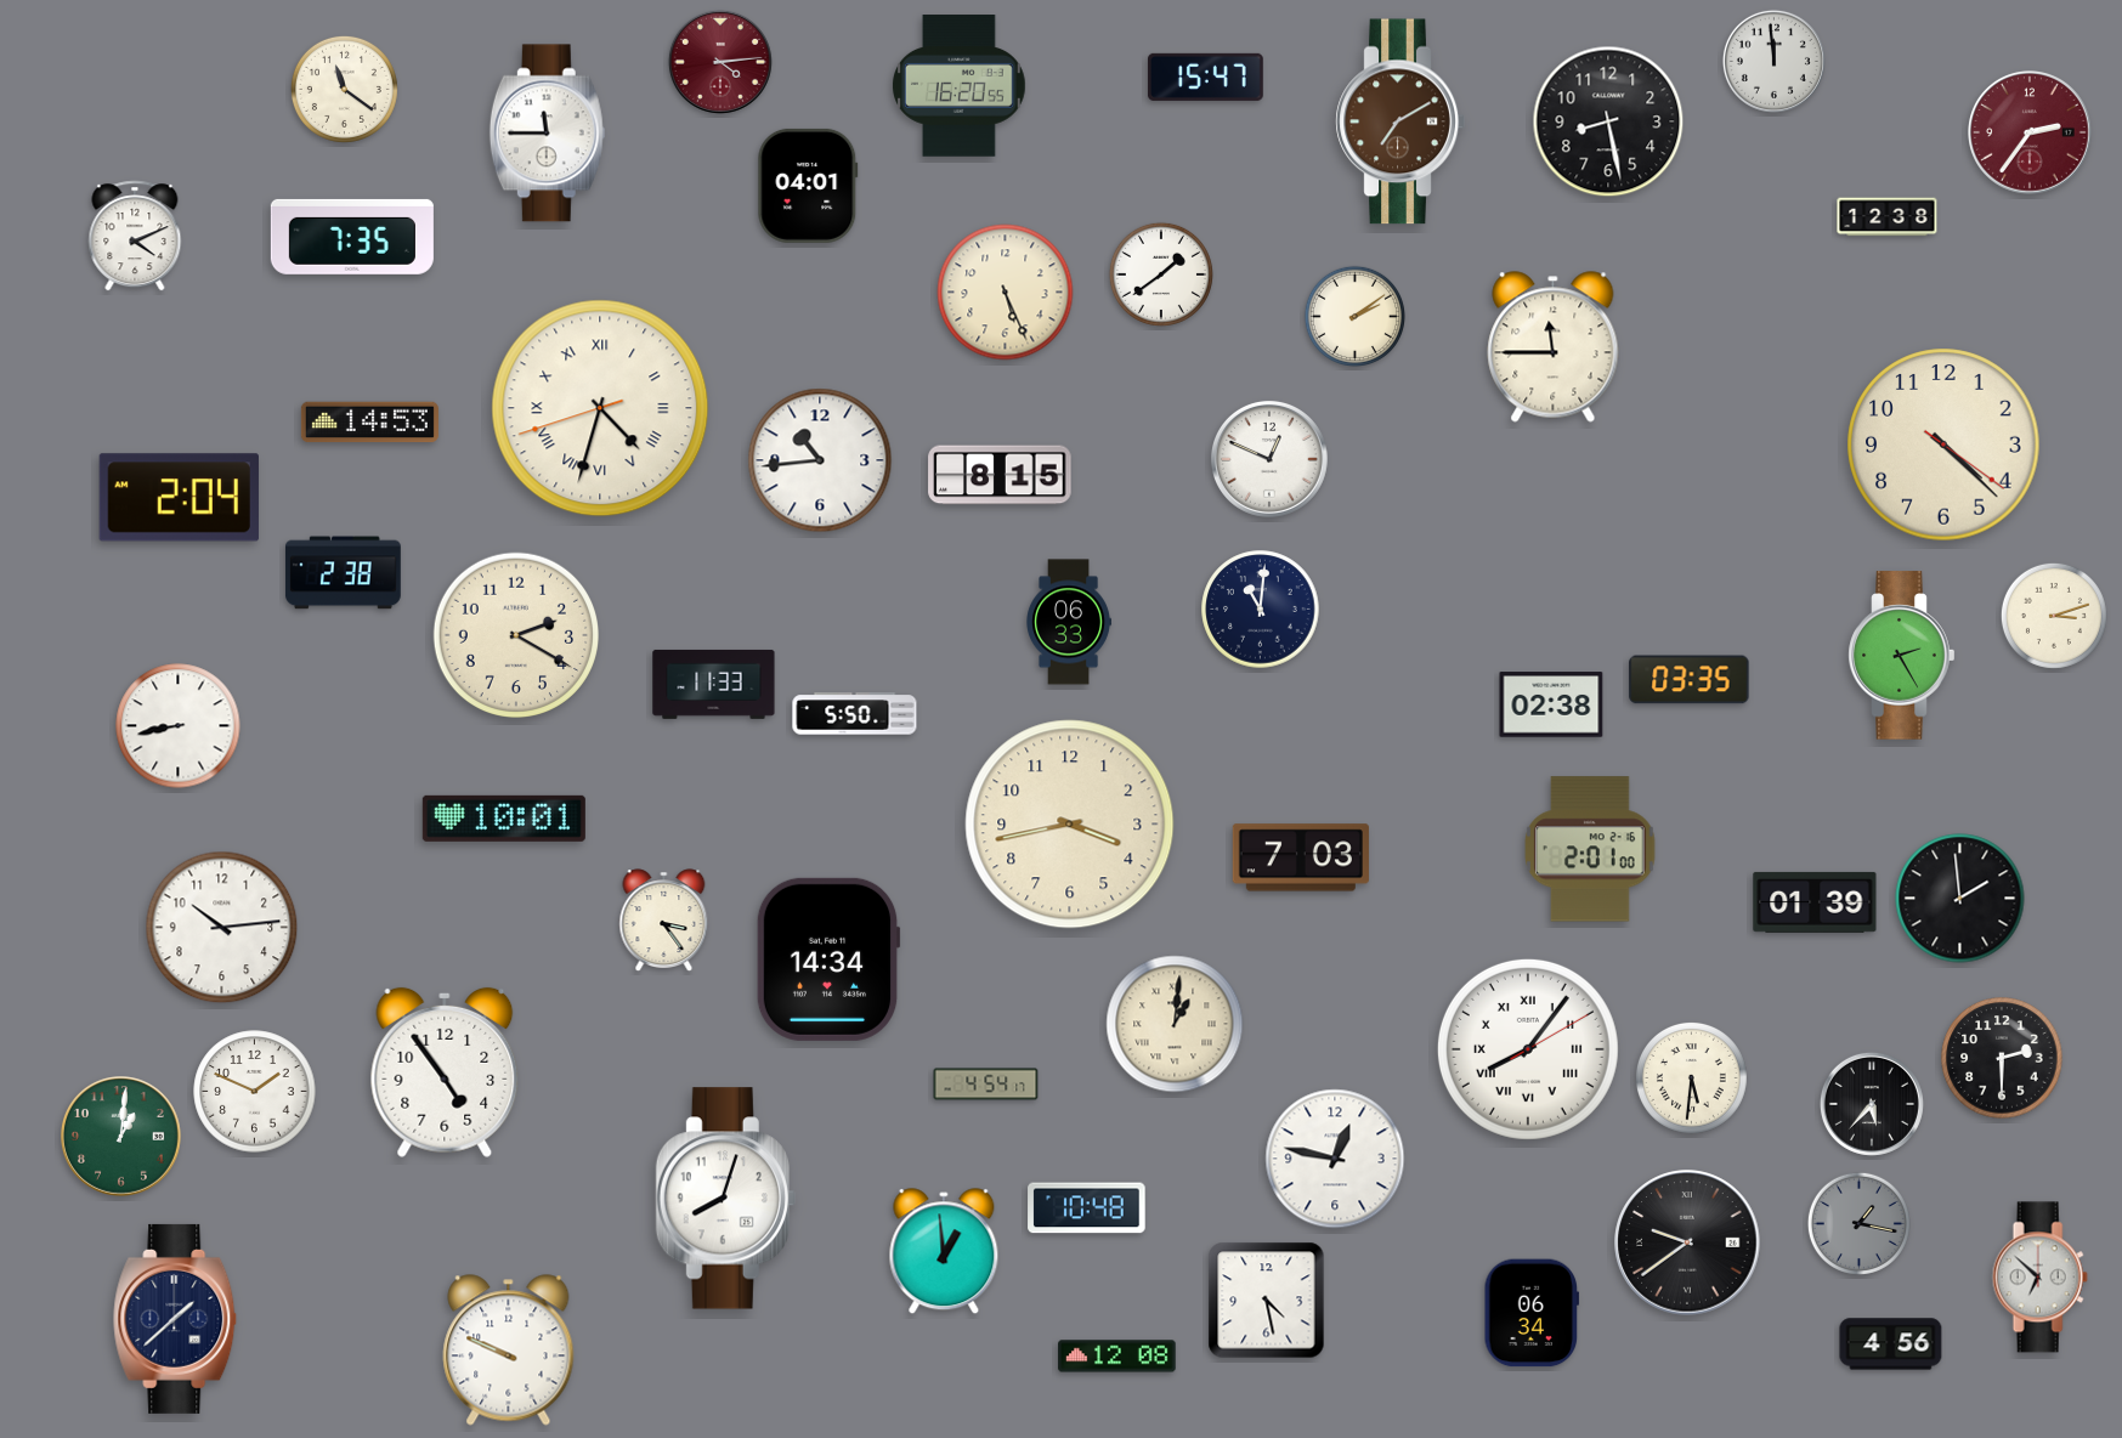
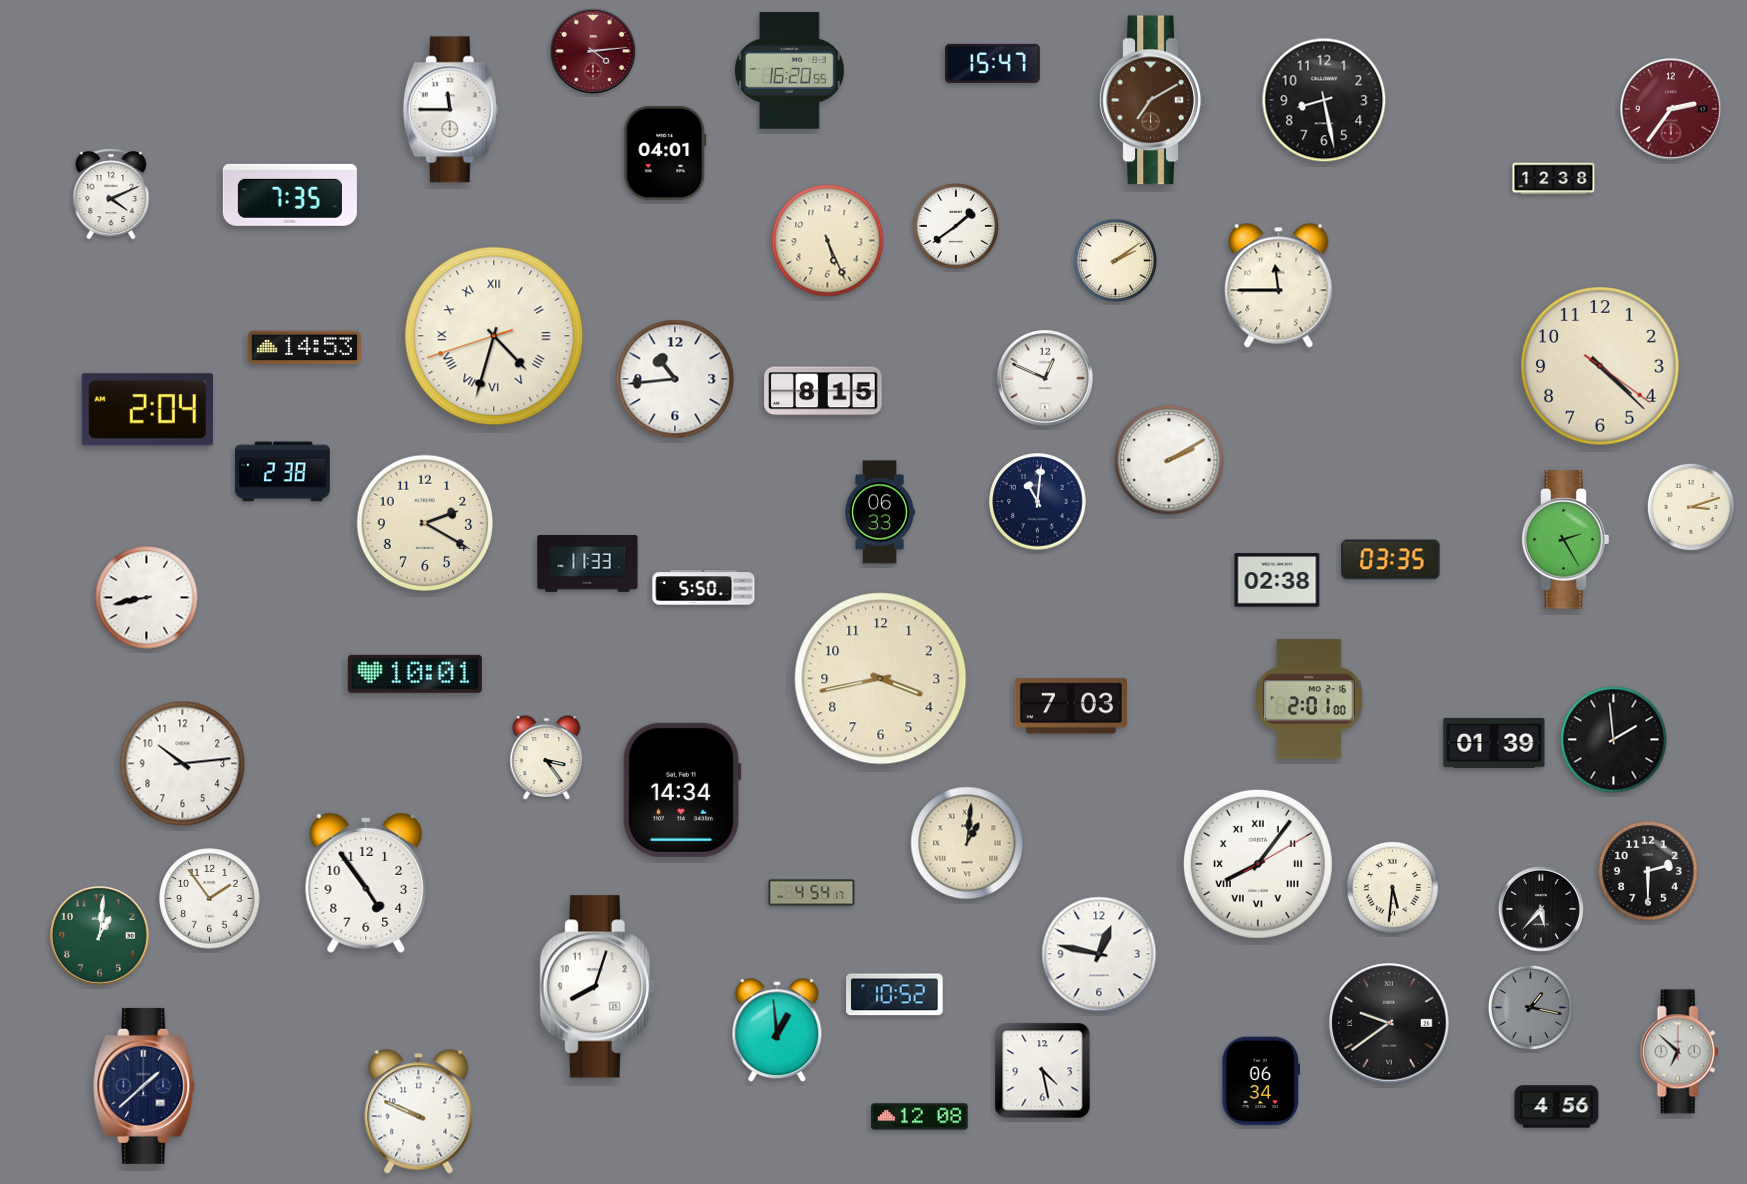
clock at (1773, 61): 11:59 -> none
clock at (344, 89): 11:21 -> none
clock at (1169, 460): none -> 2:10
clock at (255, 1092): 1:49 -> 1:54
clock at (1087, 1208): 10:48 -> 10:52
